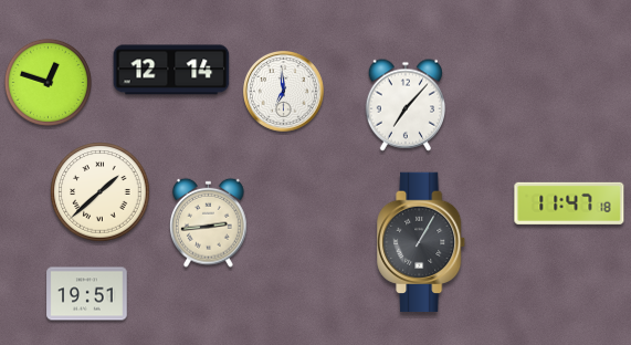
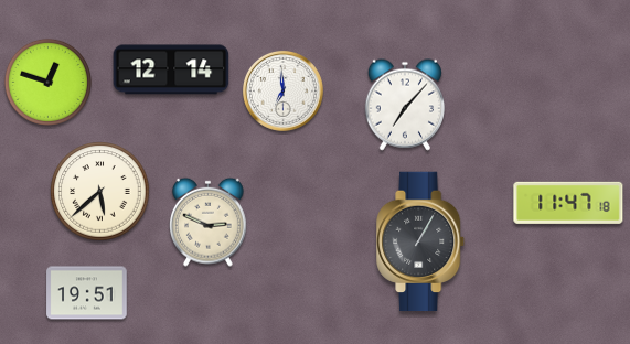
clock at (101, 192): 1:38 -> 5:38
clock at (209, 222): 2:44 -> 2:49
